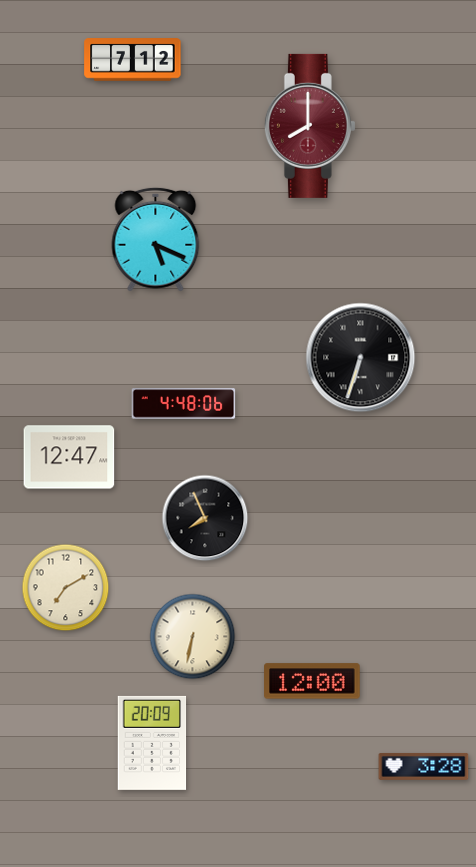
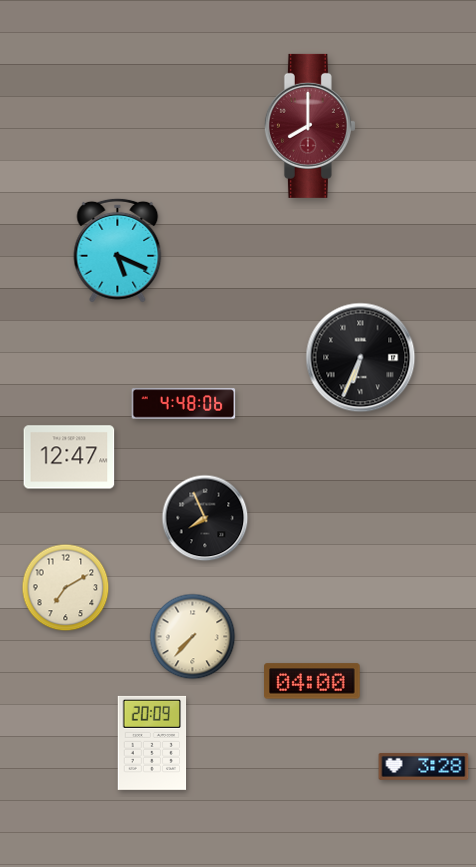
clock at (133, 60): 7:12 -> none
clock at (156, 239) position: (156, 239) -> (118, 250)
clock at (361, 358): 6:33 -> 6:34
clock at (193, 637): 6:32 -> 7:37
clock at (312, 681): 12:00 -> 04:00
